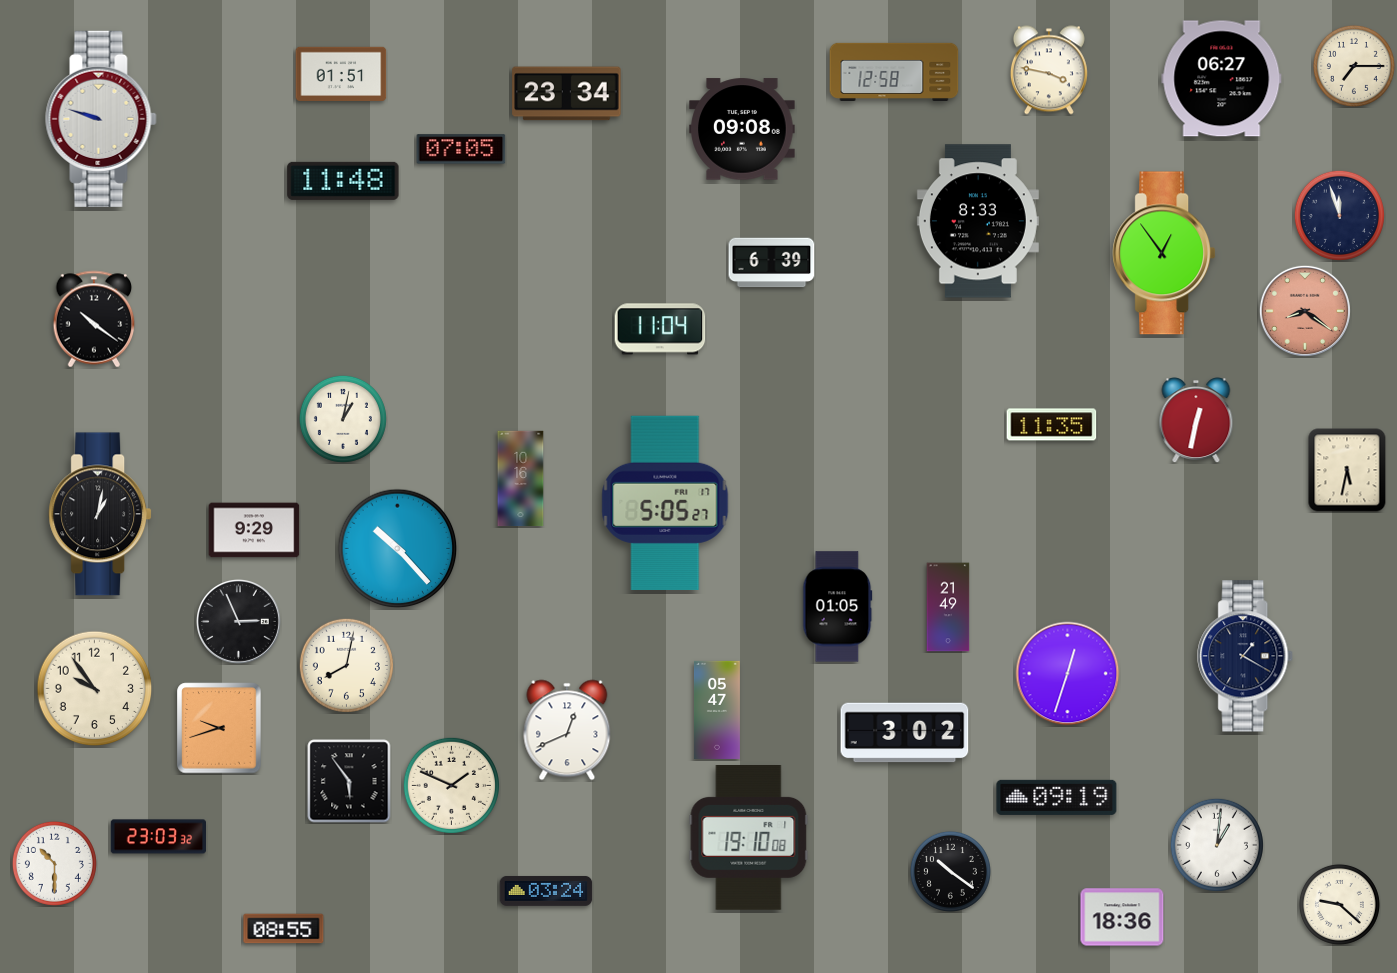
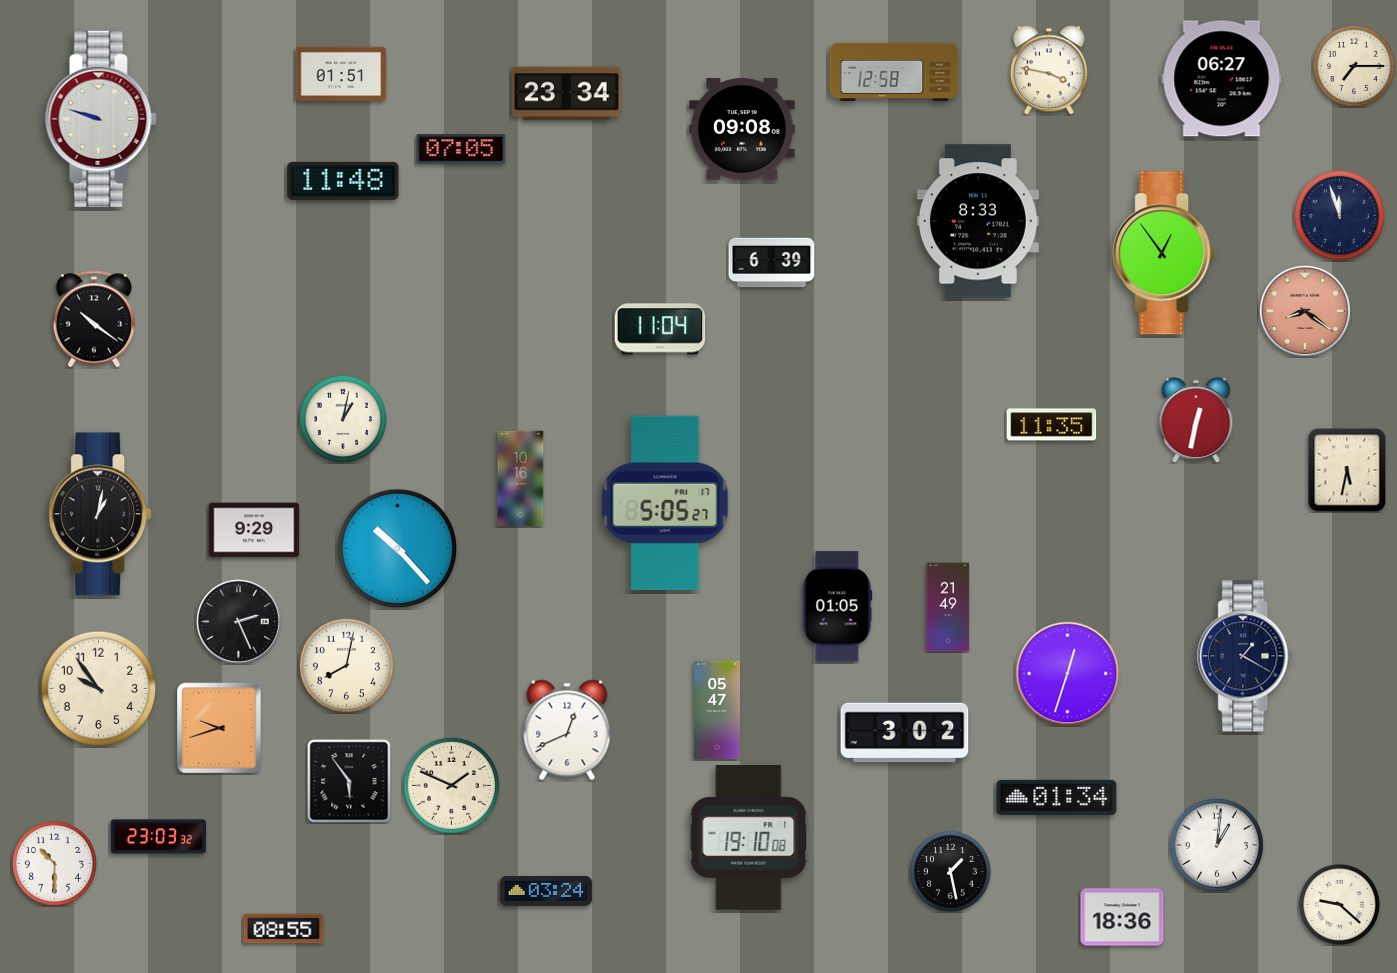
clock at (238, 621): 2:56 -> 2:26
clock at (95, 689) position: (95, 689) -> (99, 689)
clock at (1057, 797): 09:19 -> 01:34
clock at (950, 871): 10:21 -> 1:28
